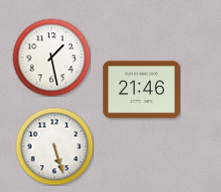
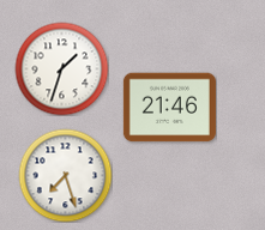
clock at (51, 57): 1:28 -> 1:33
clock at (54, 146): 5:27 -> 7:27
